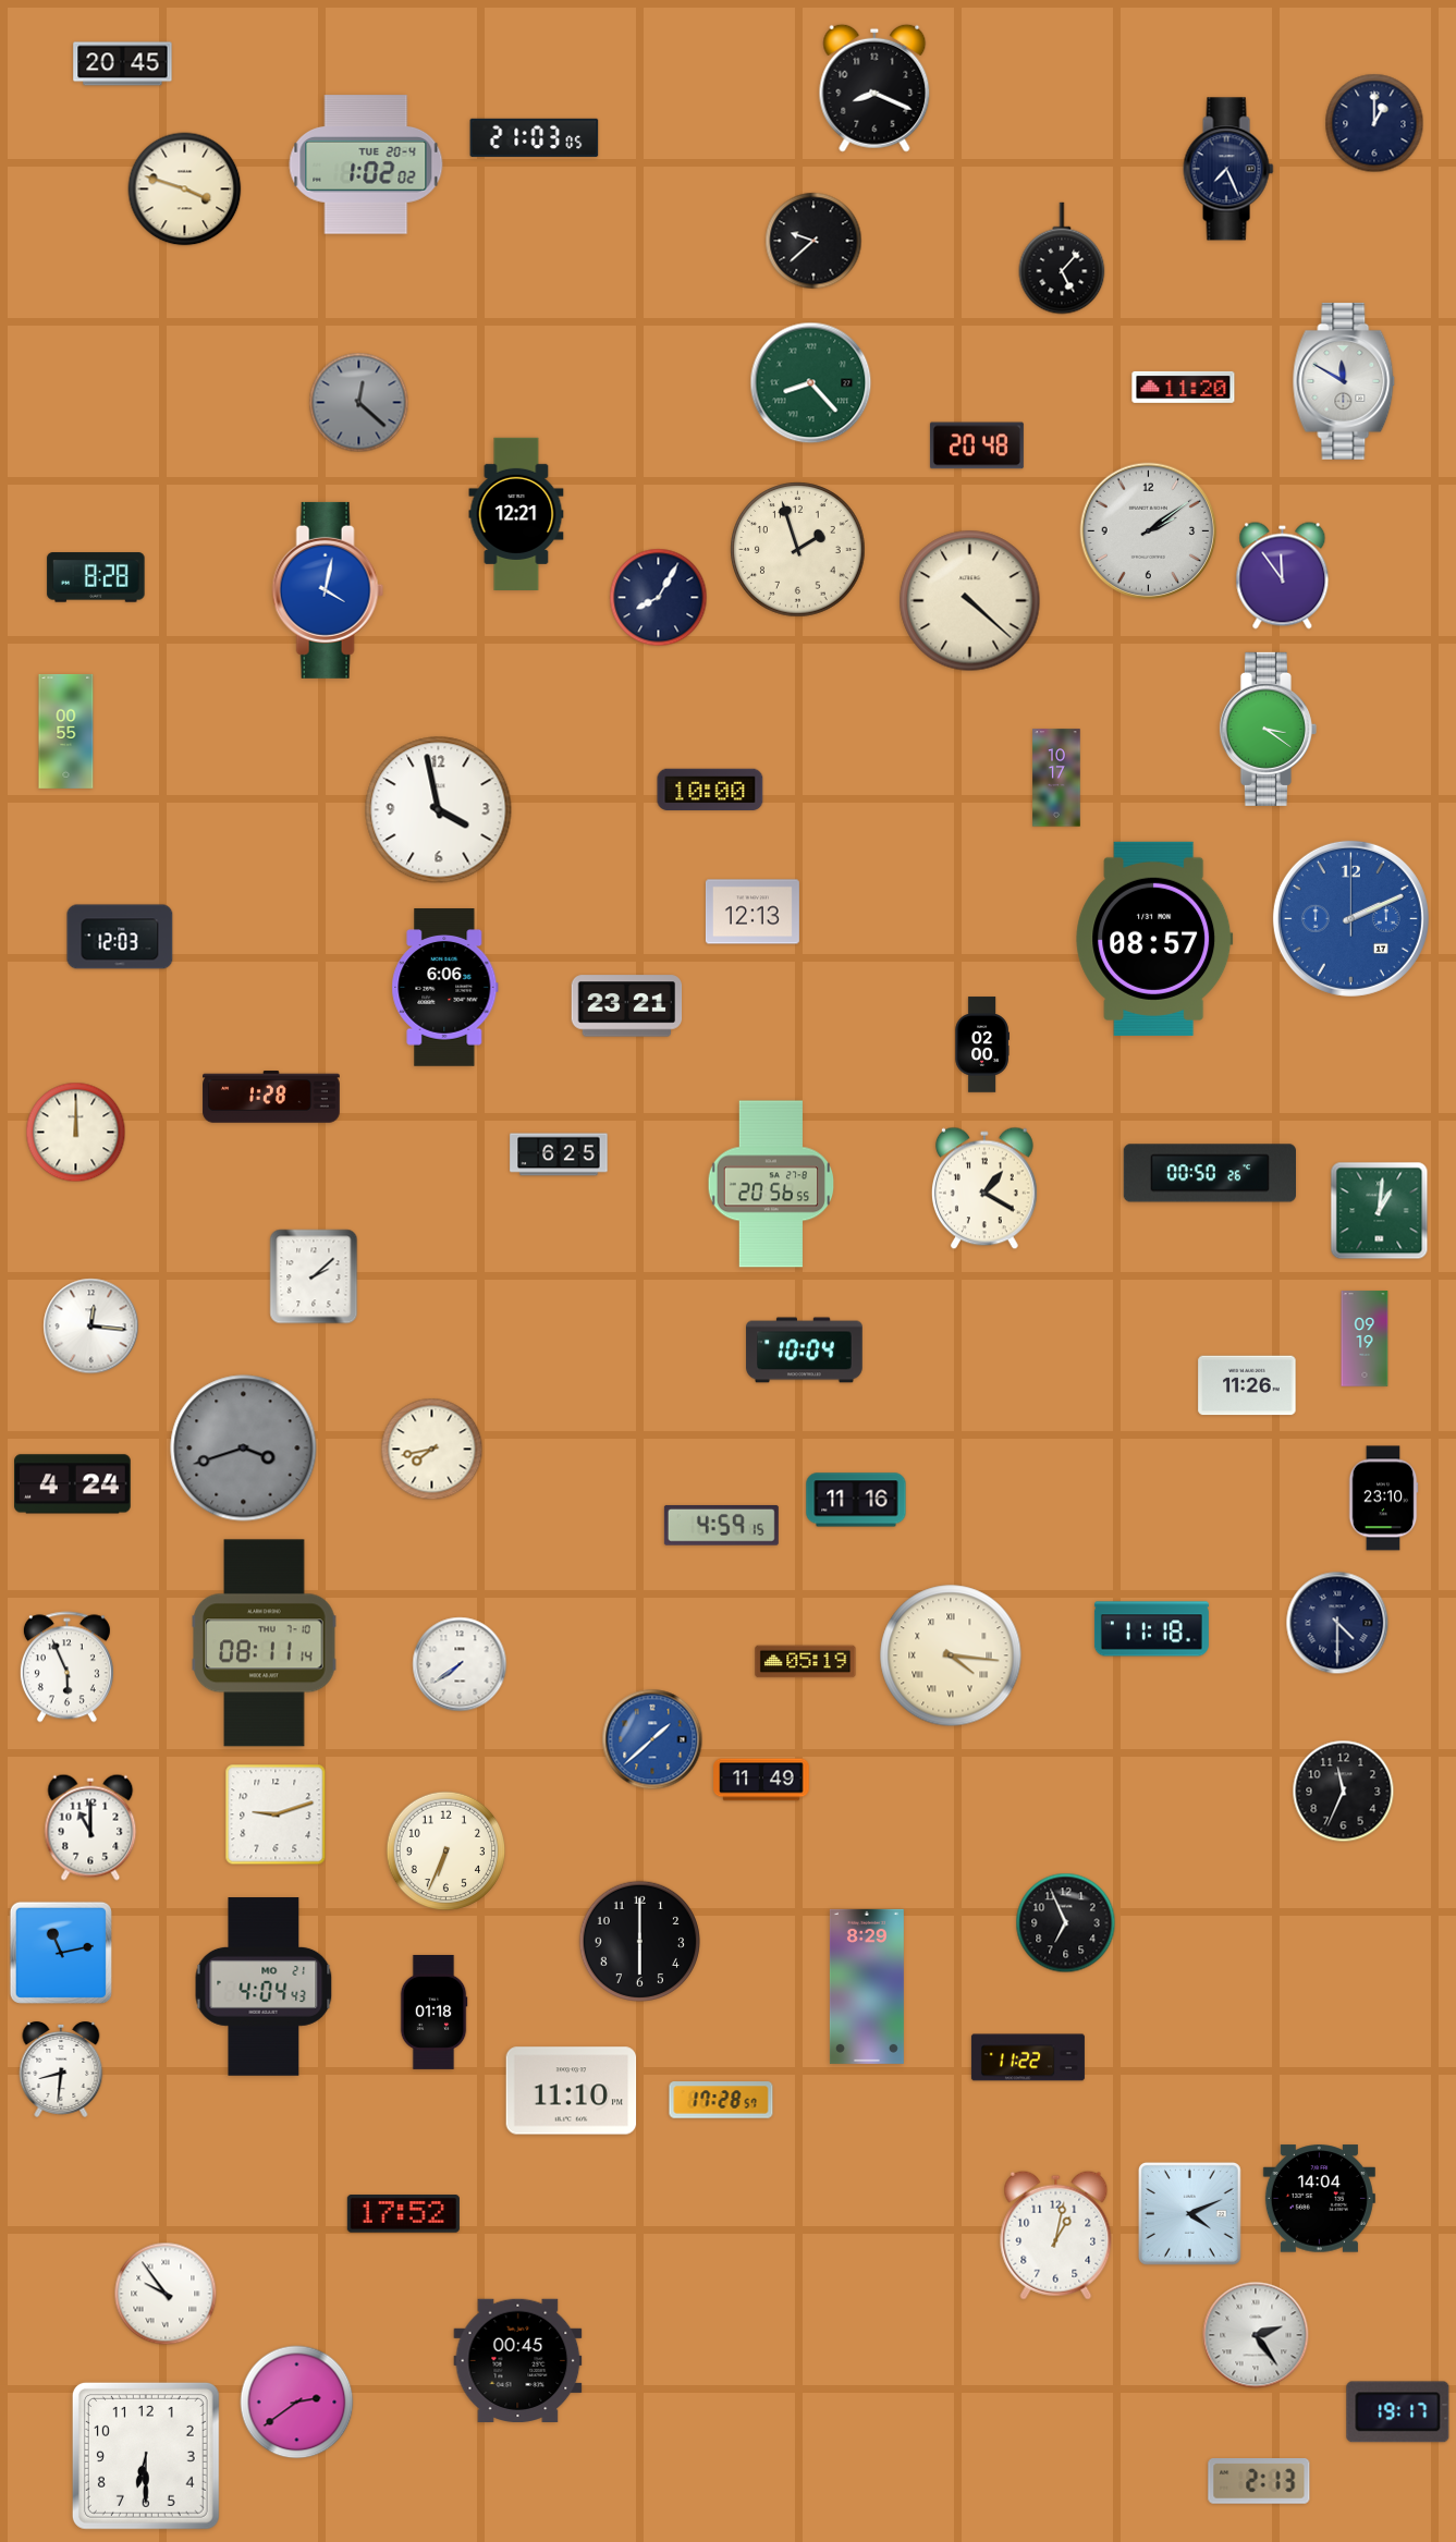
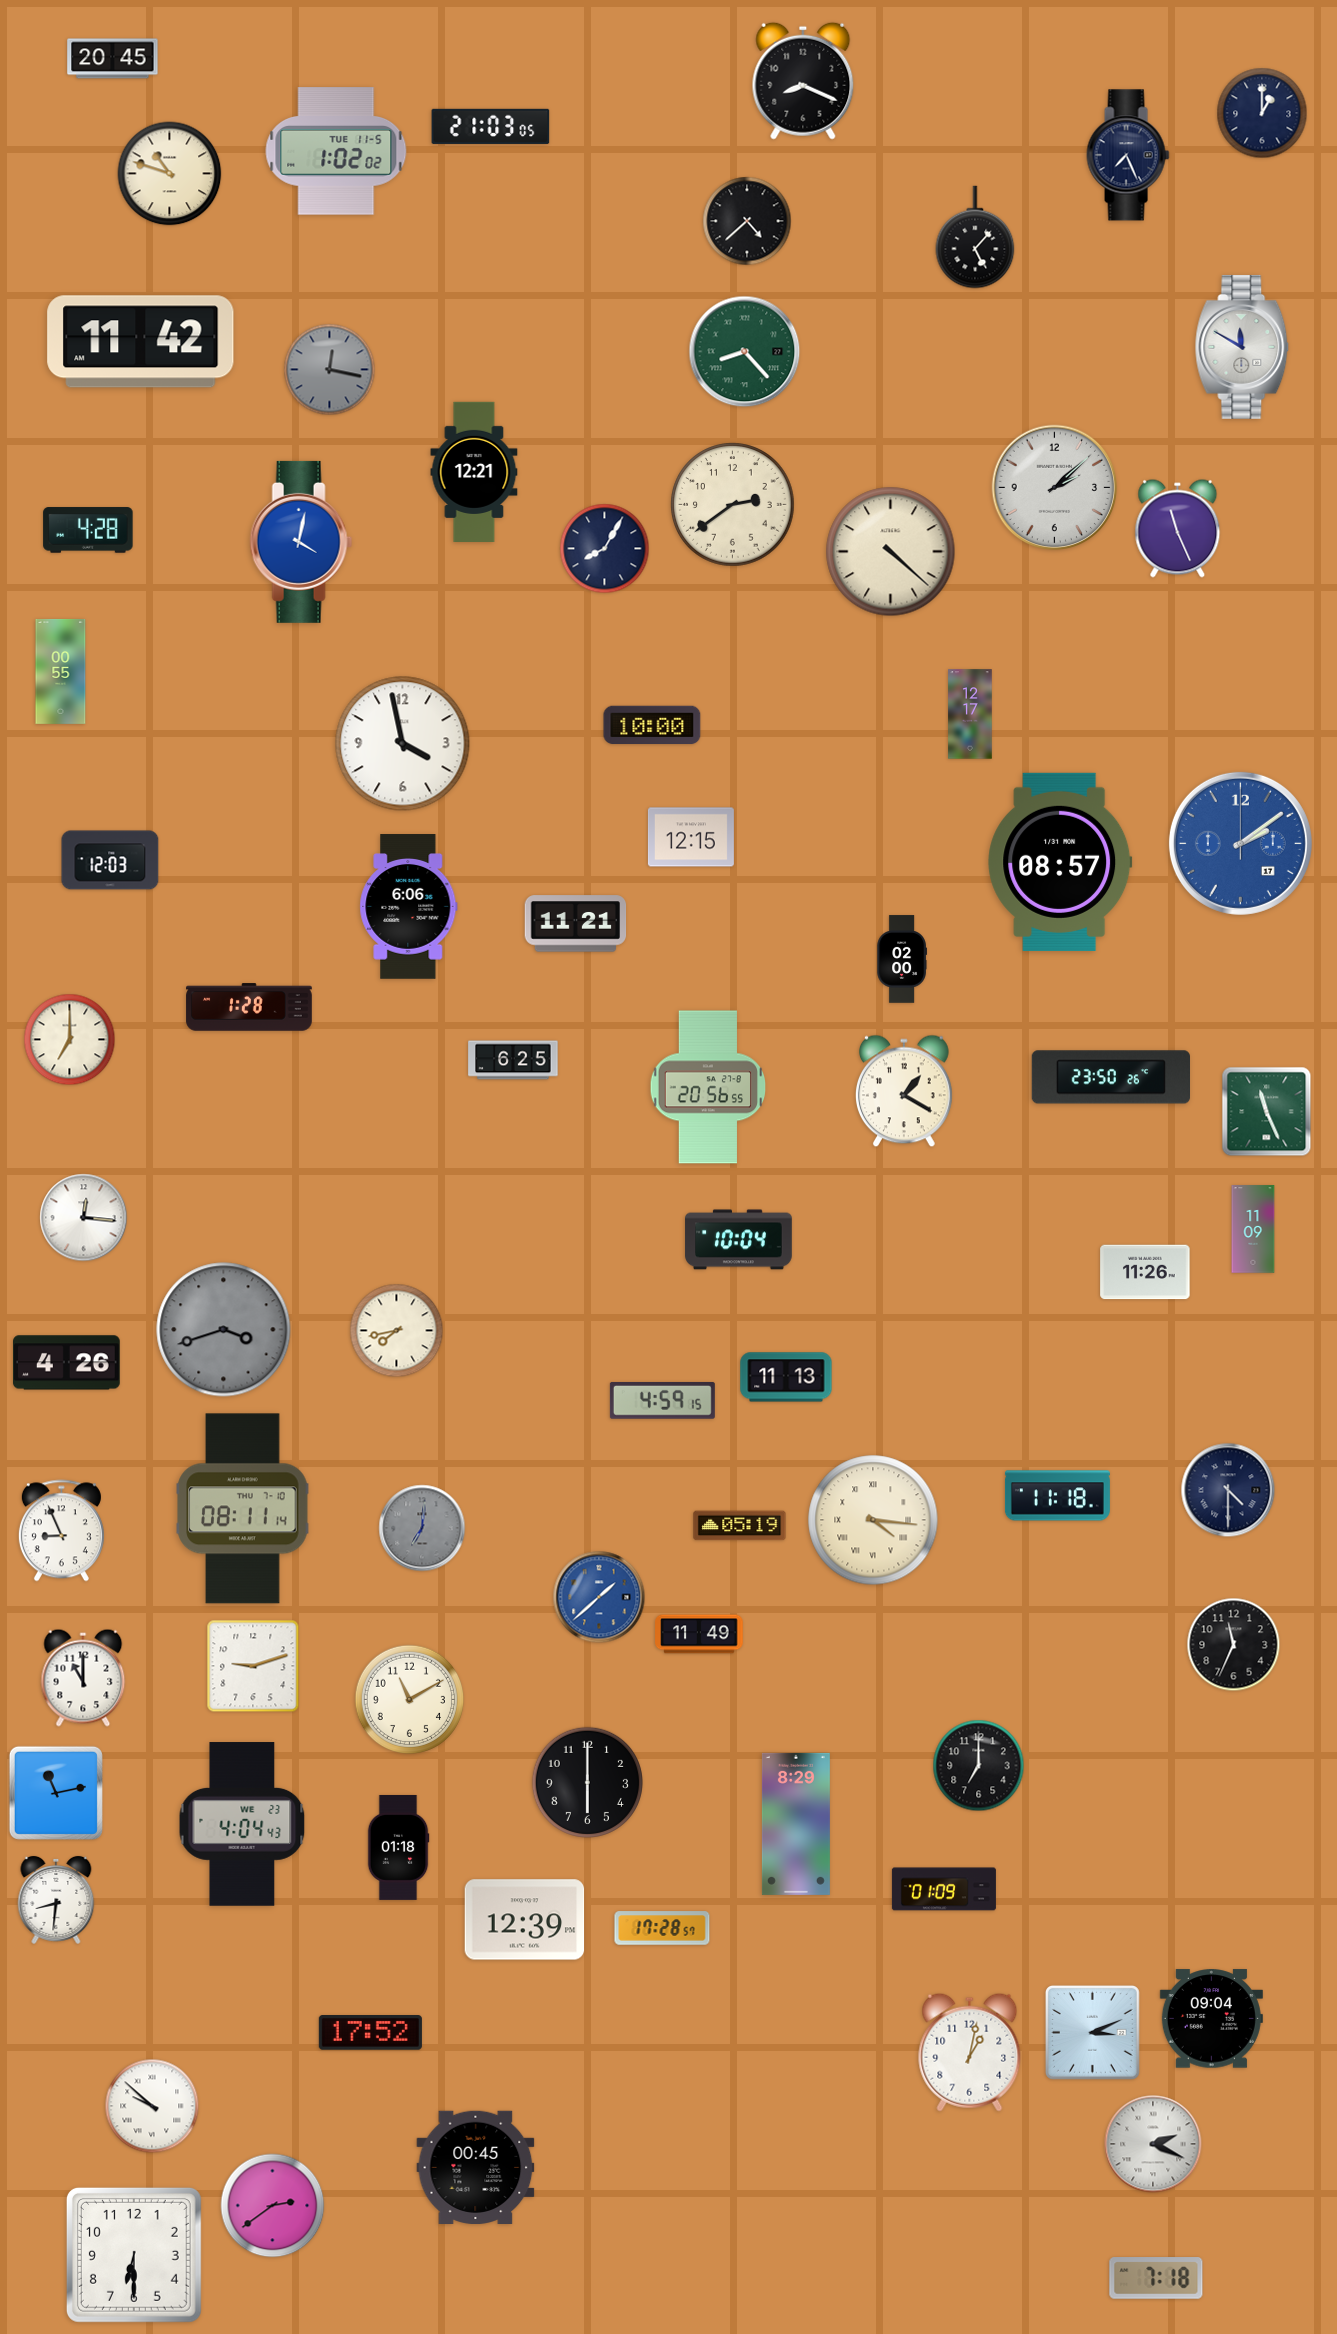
clock at (366, 164) date: TUE 20-4 -> TUE 11-5
clock at (185, 190): 3:48 -> 10:48
clock at (813, 241): 9:38 -> 4:38
clock at (141, 342): none -> 11:42
clock at (1344, 381) position: (1344, 381) -> (1242, 347)
clock at (1184, 387): 11:20 -> none
clock at (359, 403): 12:22 -> 12:17
clock at (977, 445): 20:48 -> none
clock at (1149, 531): 2:09 -> 2:08
clock at (798, 550): 1:57 -> 2:39
clock at (1283, 576): 11:54 -> 11:26
clock at (96, 577): 8:28 -> 4:28
clock at (1268, 729): 3:21 -> none
clock at (1056, 778): 10:17 -> 12:17
clock at (753, 912): 12:13 -> 12:15
clock at (1350, 918): 2:11 -> 2:09
clock at (627, 1006): 23:21 -> 11:21
clock at (76, 1133): 12:00 -> 7:00
clock at (1209, 1173): 00:50 -> 23:50
clock at (1380, 1211): 1:01 -> 11:26
clock at (314, 1276): 2:08 -> none
clock at (1365, 1339): 09:19 -> 11:09
clock at (73, 1484): 4:24 -> 4:26
clock at (1383, 1499): 23:10 -> none
clock at (856, 1500): 11:16 -> 11:13
clock at (460, 1664): 7:39 -> 7:01
clock at (460, 1664) dial: white -> grey
clock at (66, 1667): 5:56 -> 8:56
clock at (446, 1851): 6:34 -> 11:10
clock at (1066, 1923): 6:56 -> 7:00
clock at (264, 1987) date: MO 21 -> WE 23
clock at (1028, 2057): 11:22 -> 01:09
clock at (572, 2091): 11:10 -> 12:39
clock at (1319, 2199): 14:04 -> 09:04
clock at (1189, 2213): 4:11 -> 3:11
clock at (166, 2294): 9:54 -> 9:52
clock at (1256, 2335): 2:24 -> 2:19
clock at (1398, 2412): 19:17 -> none
clock at (1259, 2481): 2:13 -> 7:18
